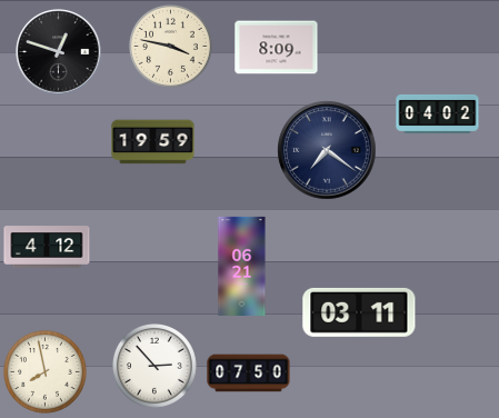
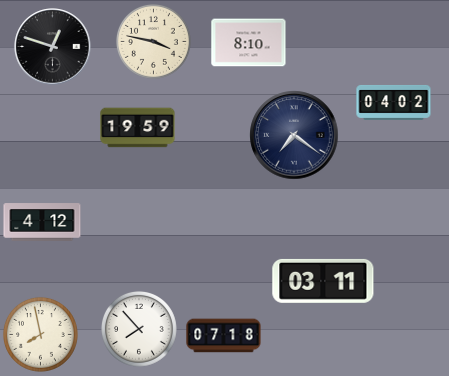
clock at (277, 48): 8:09 -> 8:10
clock at (242, 266): 06:21 -> none
clock at (154, 366): 2:53 -> 7:53
clock at (249, 374): 07:50 -> 07:18
